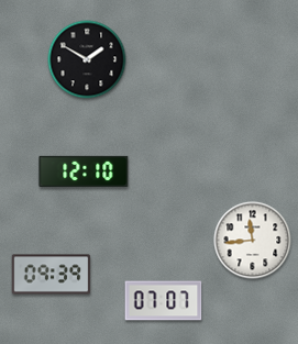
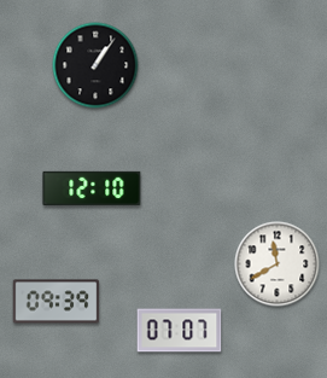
clock at (87, 59): 1:50 -> 1:06
clock at (253, 241): 11:44 -> 11:40
